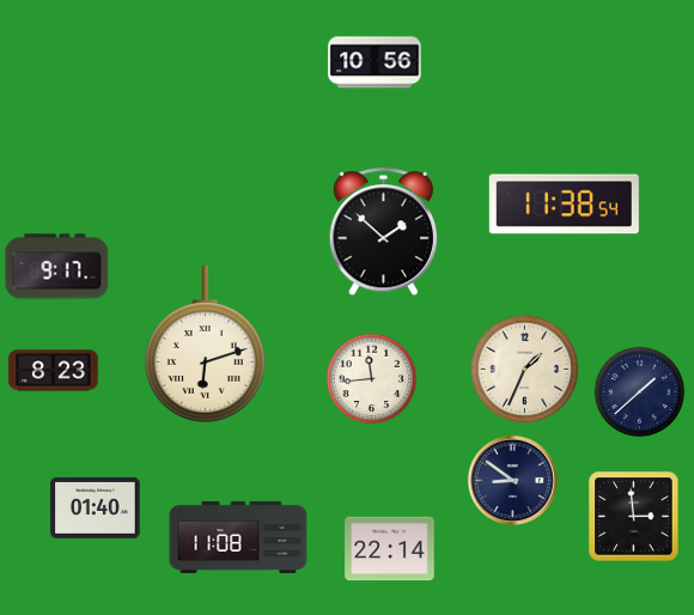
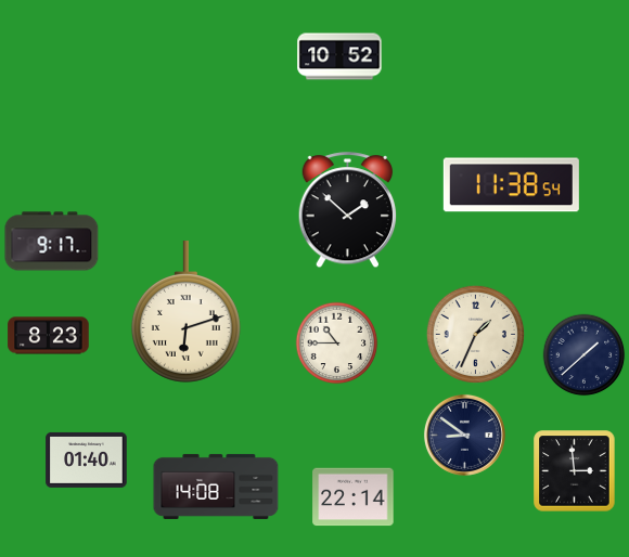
clock at (375, 62): 10:56 -> 10:52
clock at (372, 379): 11:44 -> 10:45
clock at (640, 392) position: (640, 392) -> (585, 355)
clock at (634, 517) position: (634, 517) -> (575, 471)
clock at (238, 537): 11:08 -> 14:08
